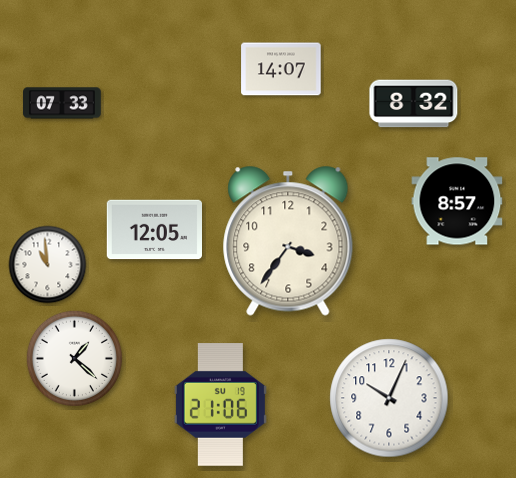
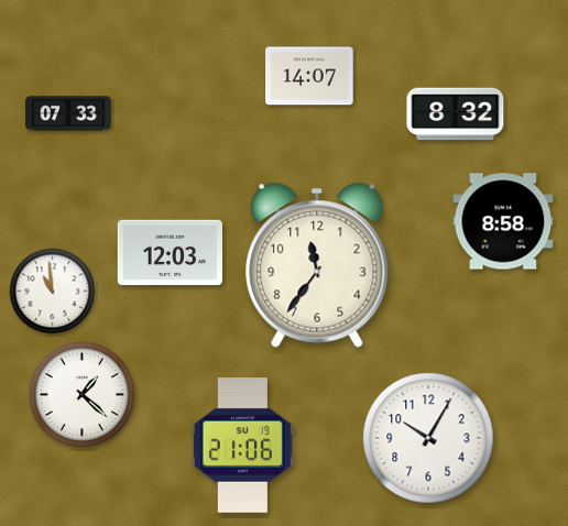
clock at (457, 201): 8:57 -> 8:58
clock at (154, 230): 12:05 -> 12:03
clock at (288, 241): 3:36 -> 11:36
clock at (389, 398): 10:04 -> 10:05
